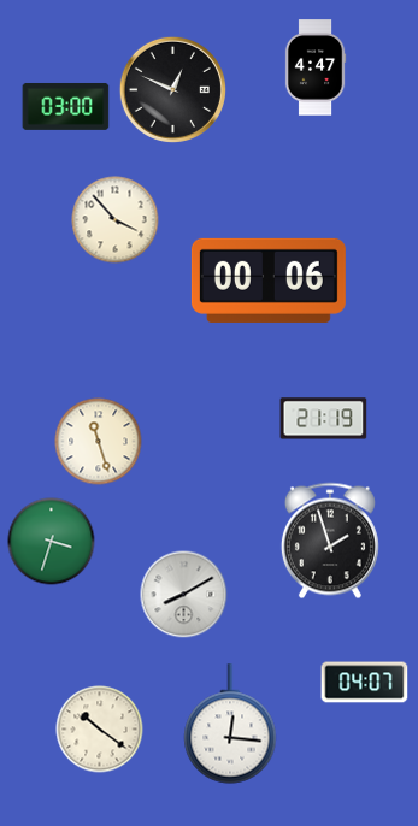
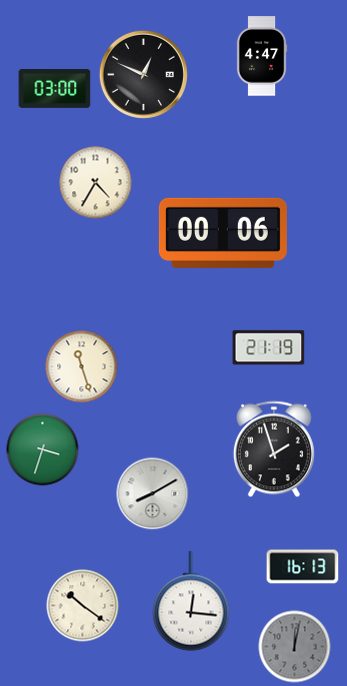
clock at (116, 220): 3:53 -> 4:35
clock at (365, 683): 04:07 -> 16:13
clock at (295, 647): none -> 12:02
